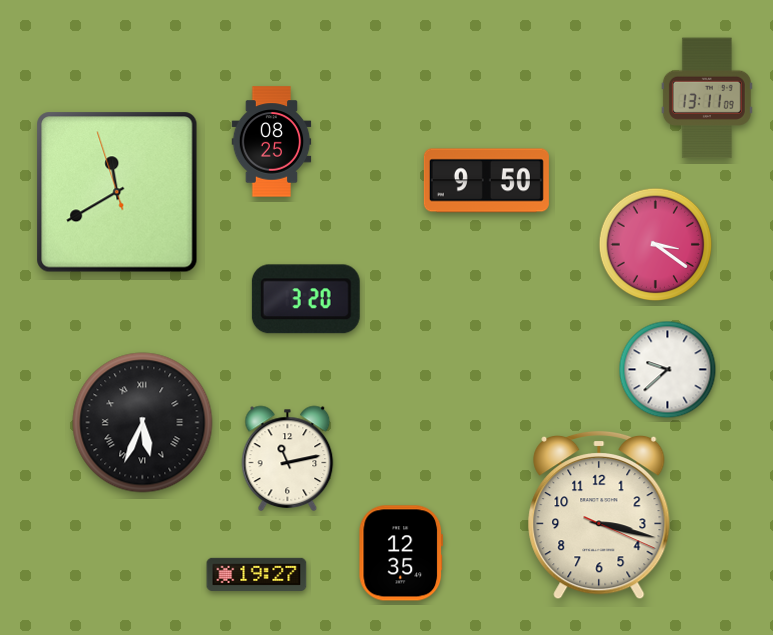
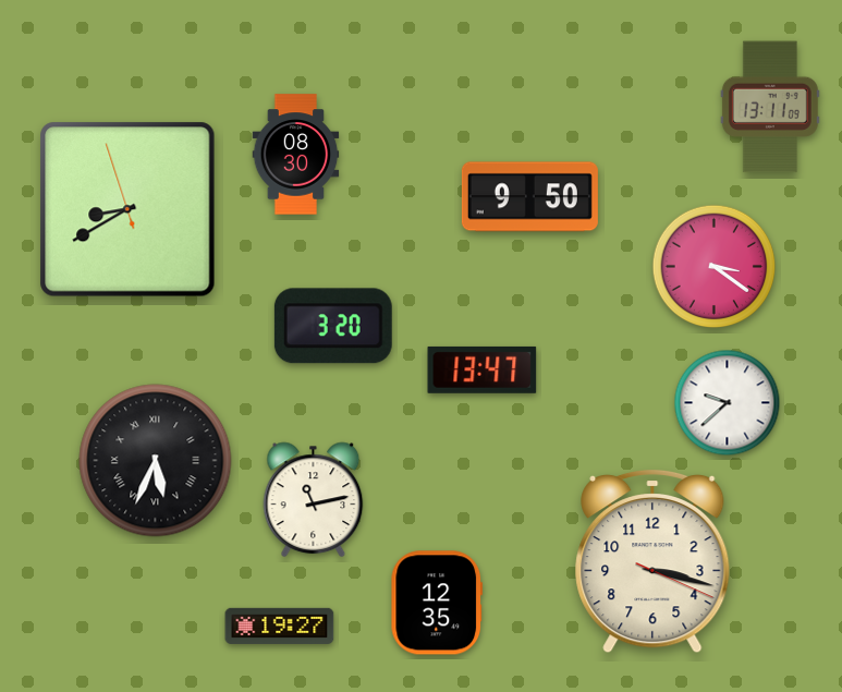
clock at (272, 142): 08:25 -> 08:30
clock at (117, 192): 11:39 -> 8:39
clock at (483, 369): none -> 13:47
